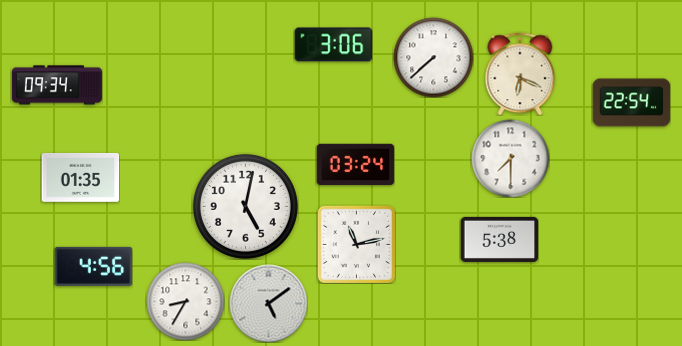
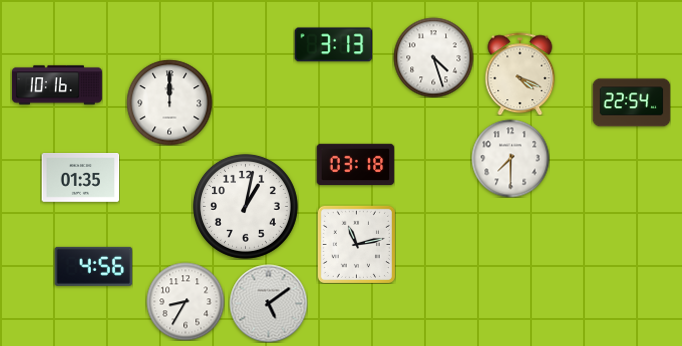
clock at (333, 45): 3:06 -> 3:13
clock at (433, 57): 7:38 -> 4:27
clock at (520, 74): 6:19 -> 4:19
clock at (57, 85): 09:34 -> 10:16
clock at (169, 102): none -> 12:00
clock at (355, 165): 03:24 -> 03:18
clock at (245, 206): 5:02 -> 1:02
clock at (499, 239): 5:38 -> none
